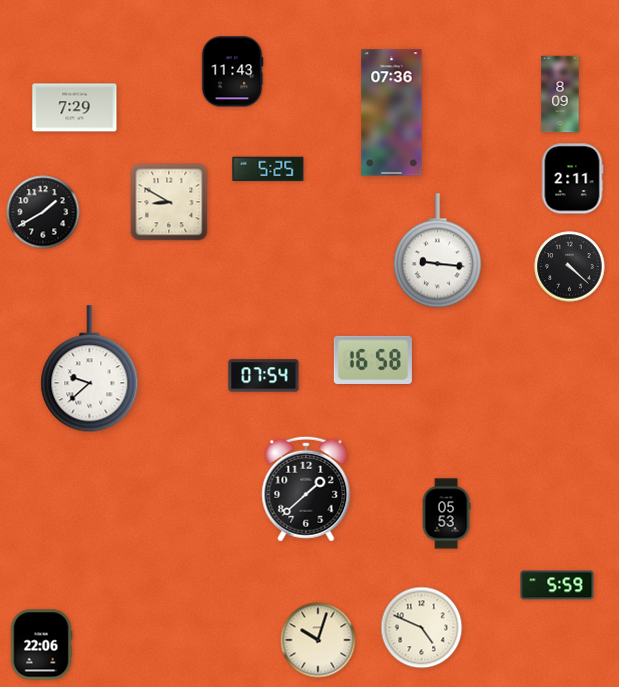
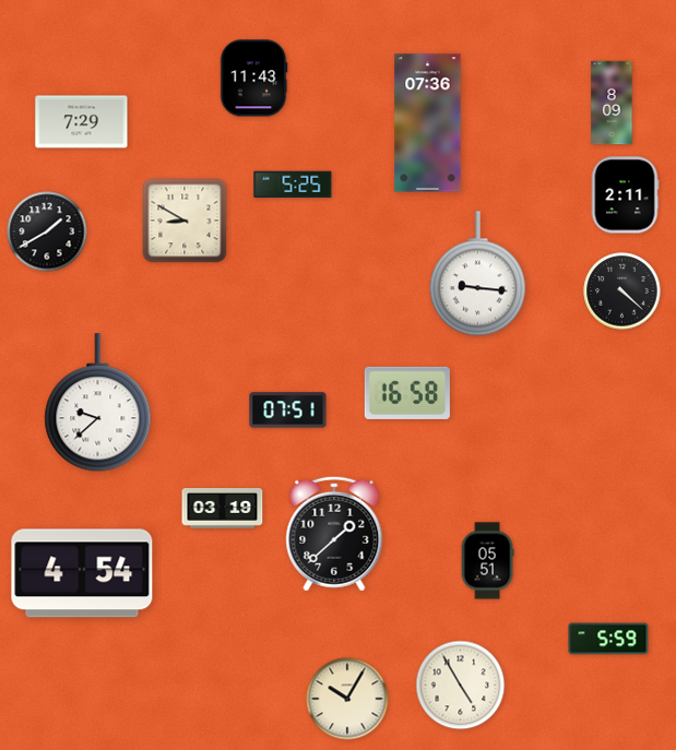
clock at (75, 108) position: (75, 108) -> (82, 122)
clock at (264, 376): 07:54 -> 07:51
clock at (223, 509): none -> 03:19
clock at (446, 514): 05:53 -> 05:51
clock at (82, 573): none -> 4:54
clock at (422, 628): 4:49 -> 4:55
clock at (318, 640): 10:03 -> 10:05
clock at (41, 645): 22:06 -> none
